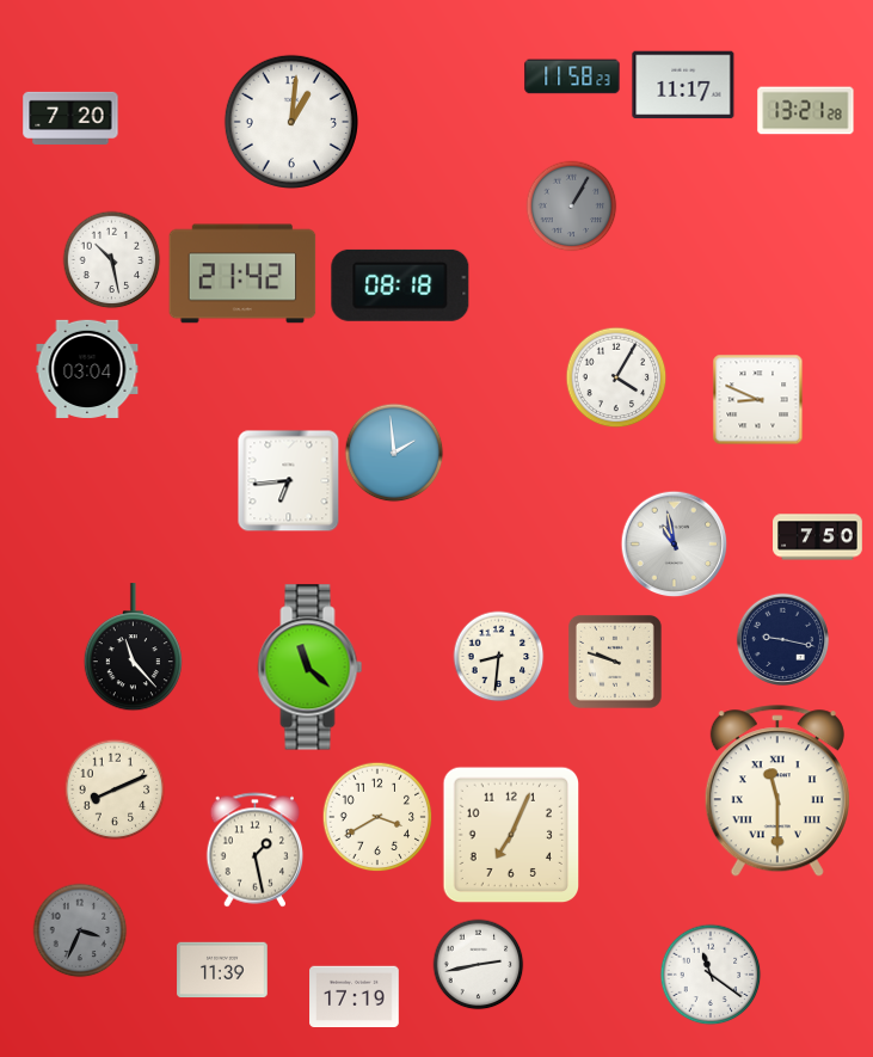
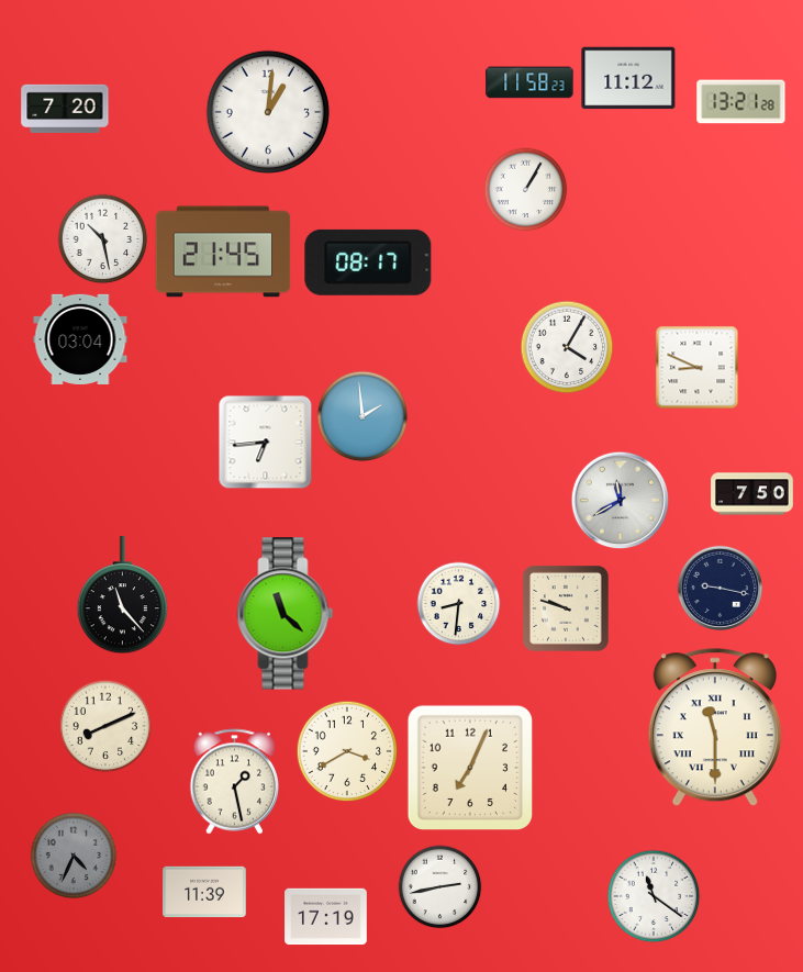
clock at (572, 76) position: (572, 76) -> (529, 82)
clock at (683, 85): 11:17 -> 11:12
clock at (572, 207) dial: grey -> white
clock at (242, 274): 21:42 -> 21:45
clock at (400, 285): 08:18 -> 08:17
clock at (675, 545): 10:58 -> 11:40
clock at (80, 930): 3:34 -> 4:34
